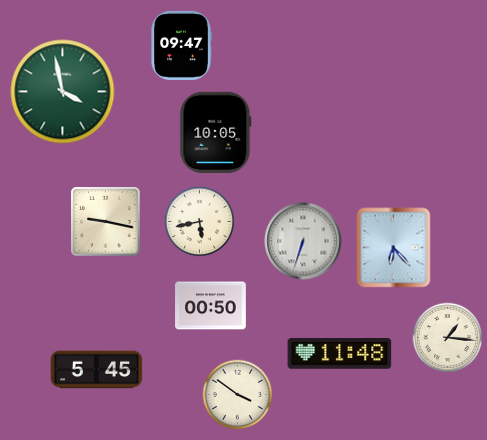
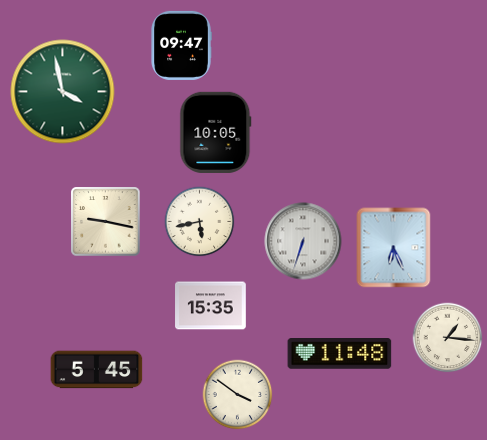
clock at (394, 248): 6:23 -> 6:26
clock at (211, 306): 00:50 -> 15:35
